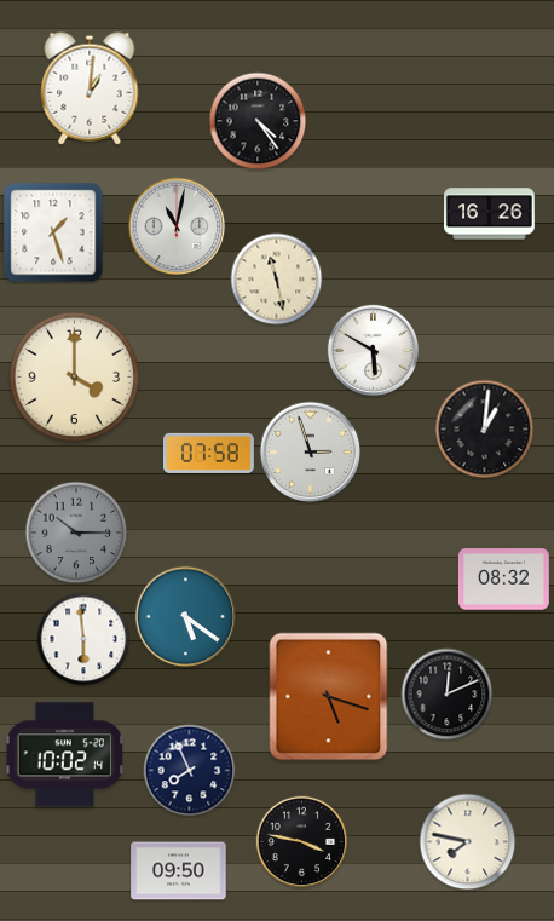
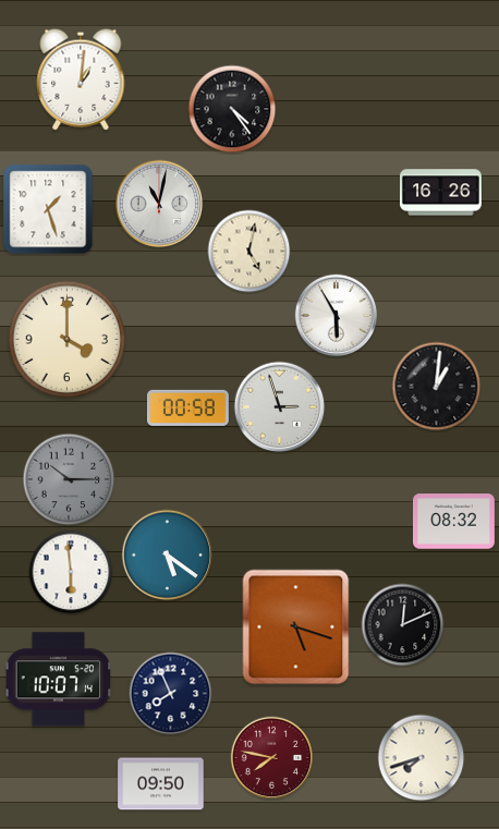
clock at (277, 280): 11:28 -> 5:02
clock at (374, 351): 5:50 -> 5:55
clock at (208, 453): 07:58 -> 00:58
clock at (83, 639) position: (83, 639) -> (71, 572)
clock at (65, 755): 10:02 -> 10:07
clock at (302, 842): 3:47 -> 7:47
clock at (302, 842) dial: black -> burgundy
clock at (468, 842): 7:47 -> 7:42
